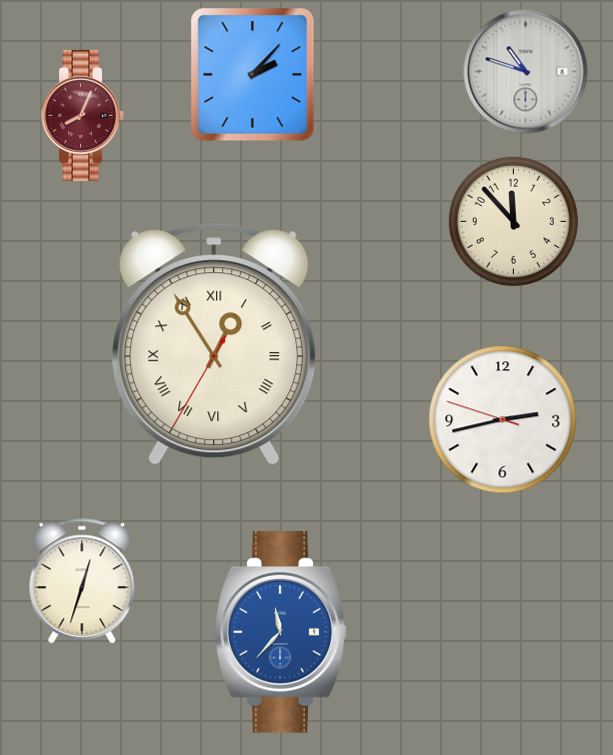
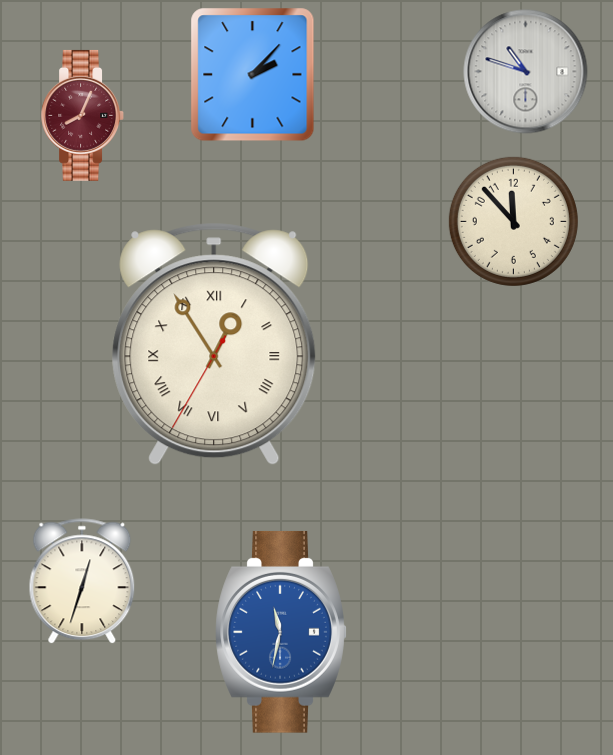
clock at (503, 420): 2:42 -> none
clock at (281, 632): 11:37 -> 11:32
